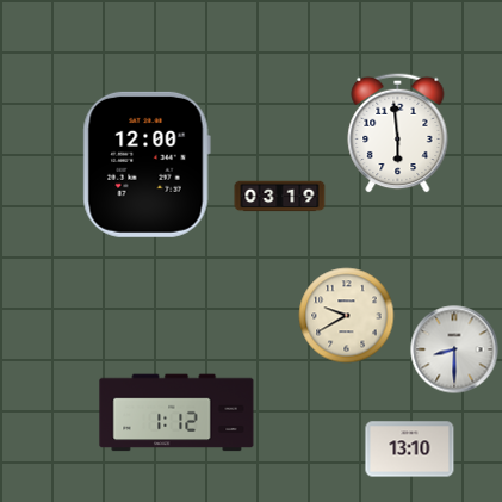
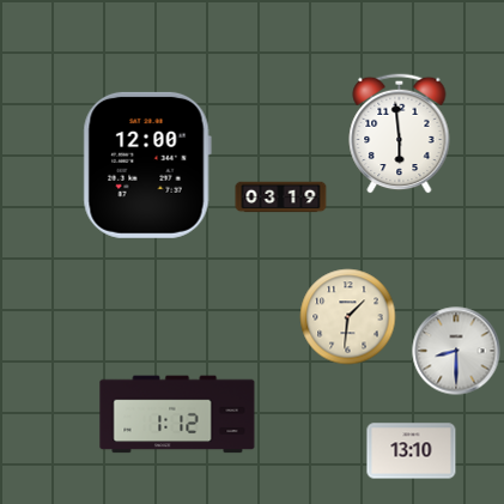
clock at (347, 316): 9:40 -> 1:31
